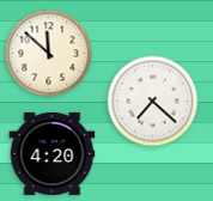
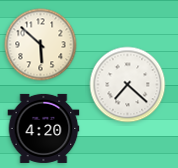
clock at (49, 54): 11:52 -> 5:52
